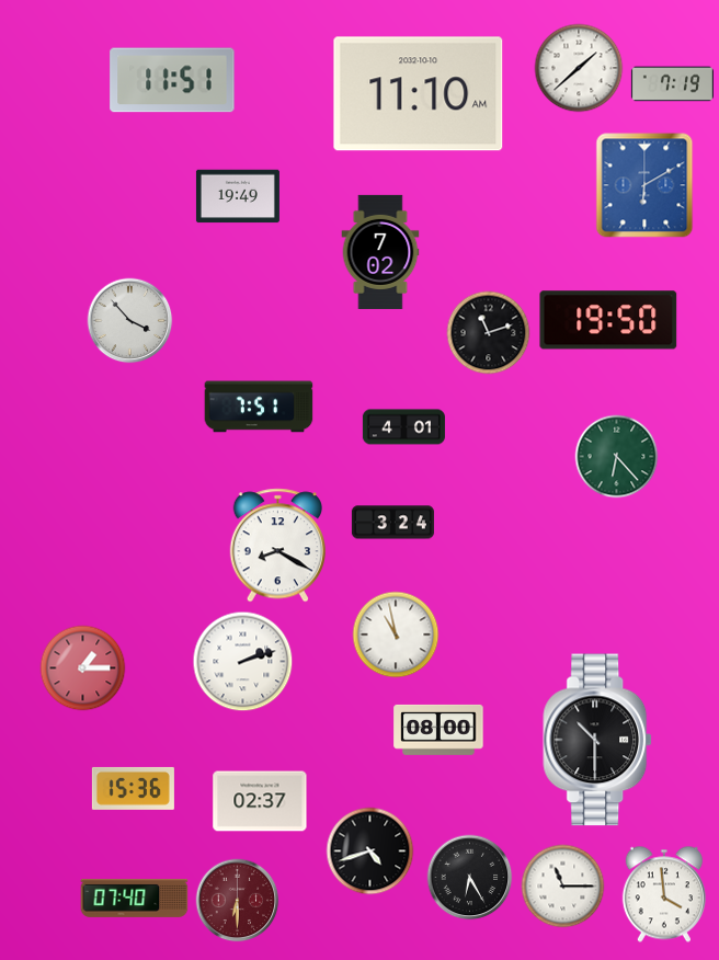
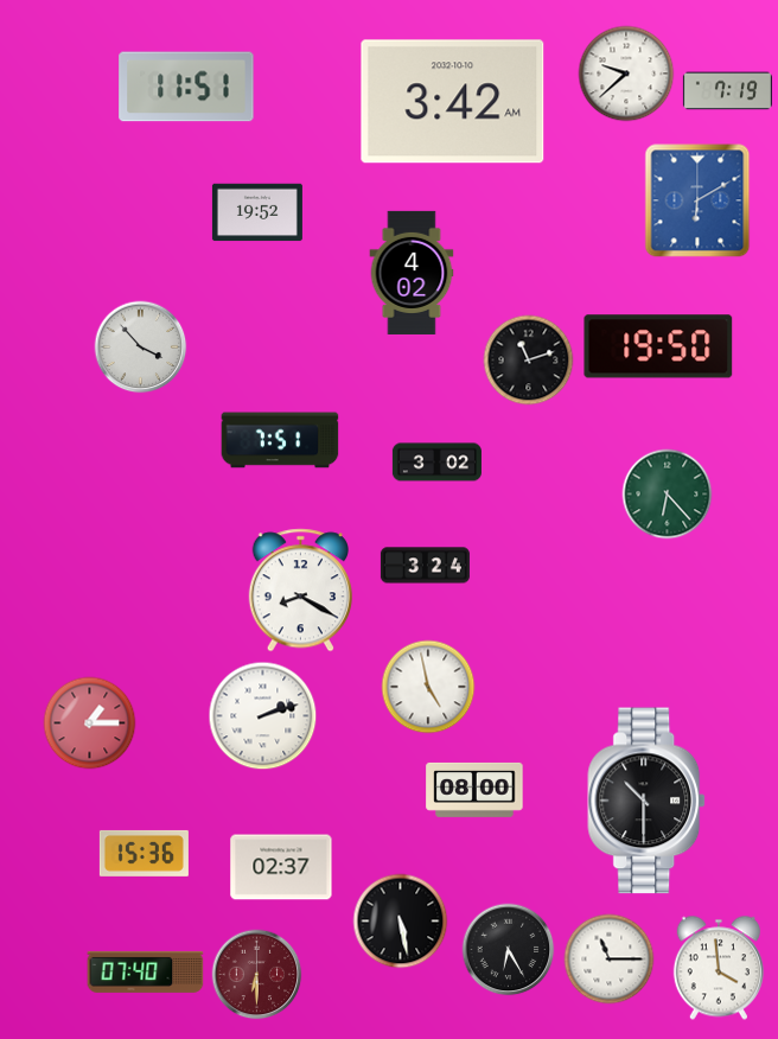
clock at (579, 68): 1:38 -> 9:38
clock at (419, 94): 11:10 -> 3:42
clock at (238, 196): 19:49 -> 19:52
clock at (380, 252): 7:02 -> 4:02
clock at (403, 427): 4:01 -> 3:02
clock at (396, 635): 10:58 -> 4:58
clock at (370, 852): 4:42 -> 5:28
